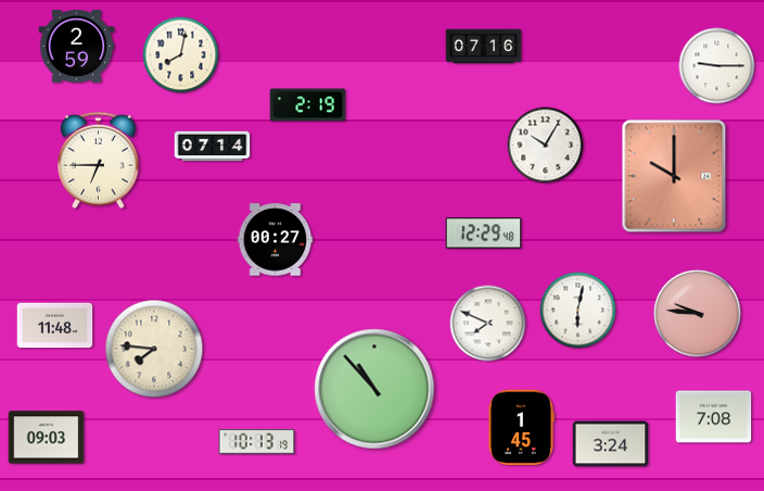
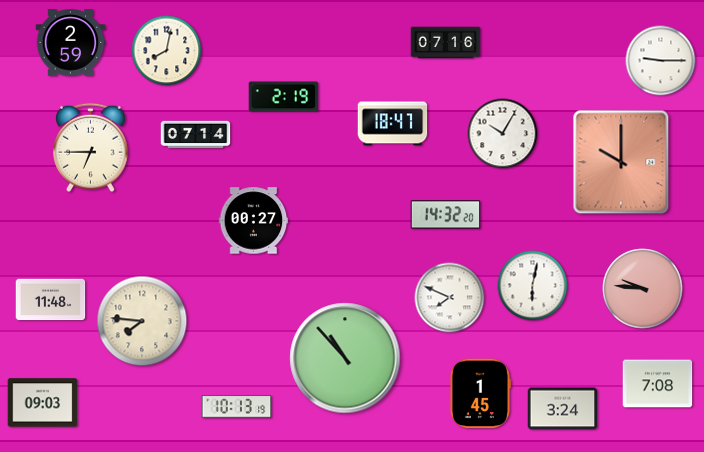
clock at (393, 124): none -> 18:47
clock at (484, 234): 12:29 -> 14:32
